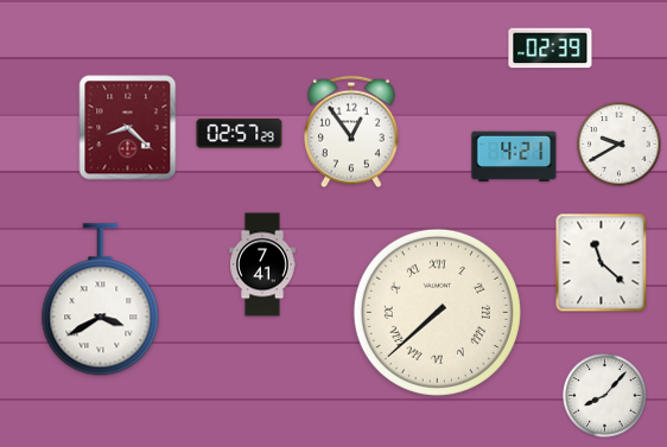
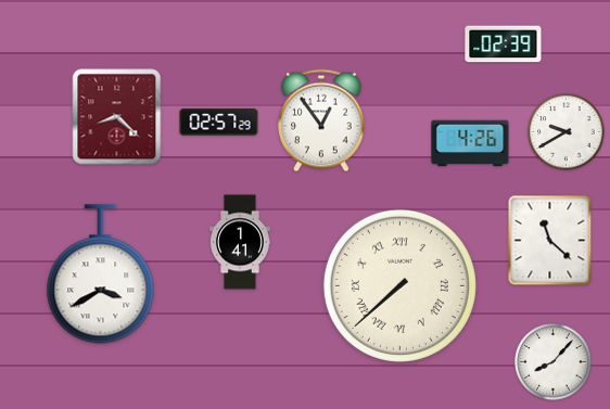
clock at (514, 157): 4:21 -> 4:26
clock at (262, 264): 7:41 -> 1:41
clock at (101, 300) position: (101, 300) -> (101, 274)
